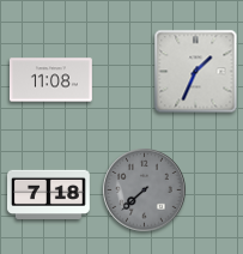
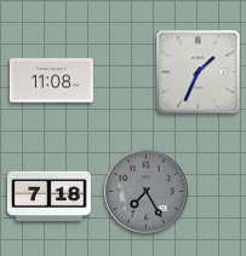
clock at (145, 190): 7:38 -> 7:25
